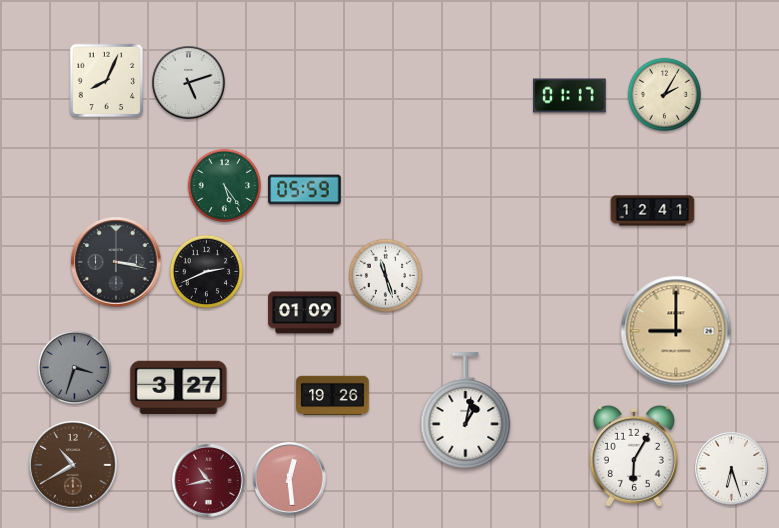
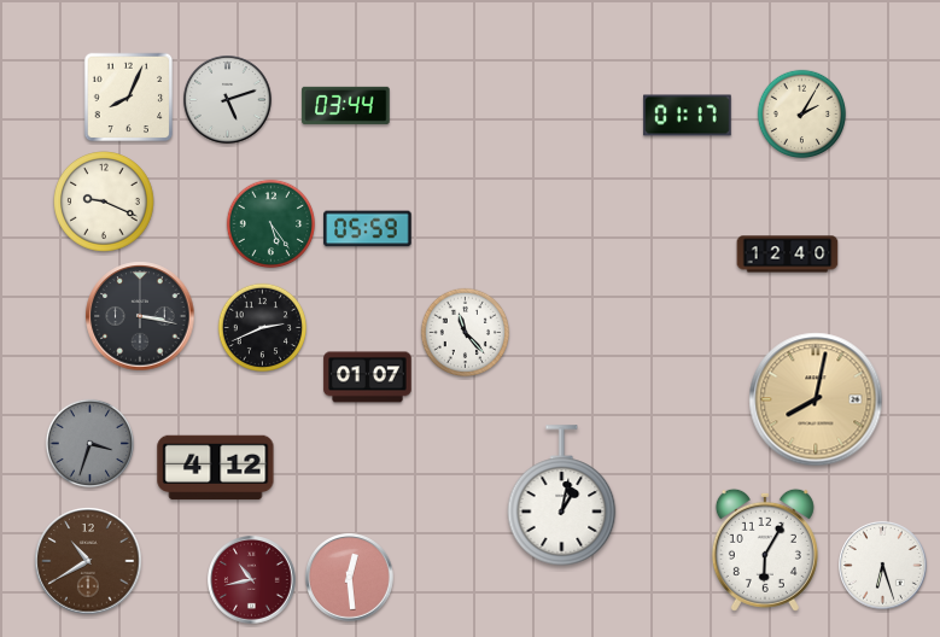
clock at (346, 105): none -> 03:44
clock at (105, 203): none -> 9:19
clock at (653, 211): 12:41 -> 12:40
clock at (207, 272) position: (207, 272) -> (263, 328)
clock at (386, 276): 11:27 -> 11:23
clock at (305, 313): 01:09 -> 01:07
clock at (676, 331): 9:00 -> 8:02
clock at (179, 388): 3:27 -> 4:12
clock at (333, 396): 19:26 -> none
